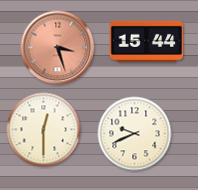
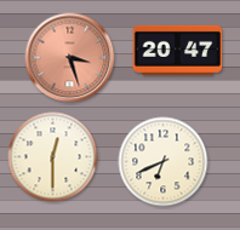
clock at (147, 41): 15:44 -> 20:47
clock at (135, 134): 9:41 -> 6:41
